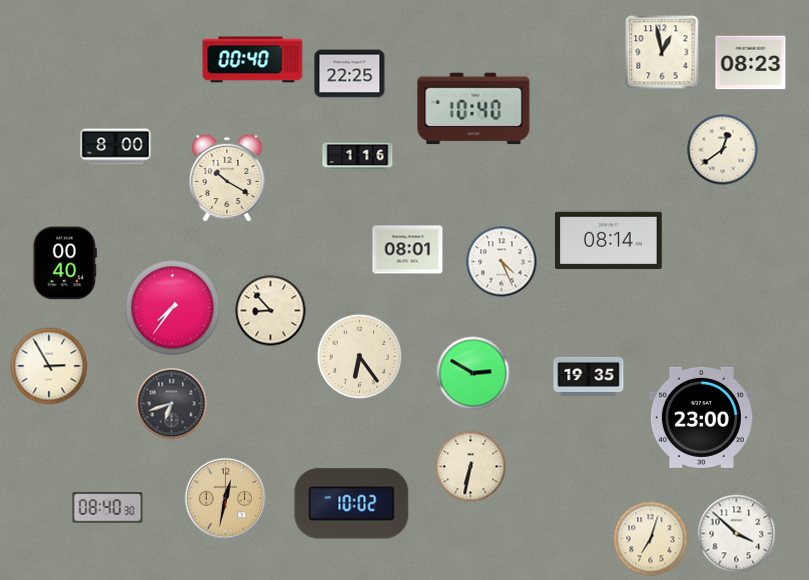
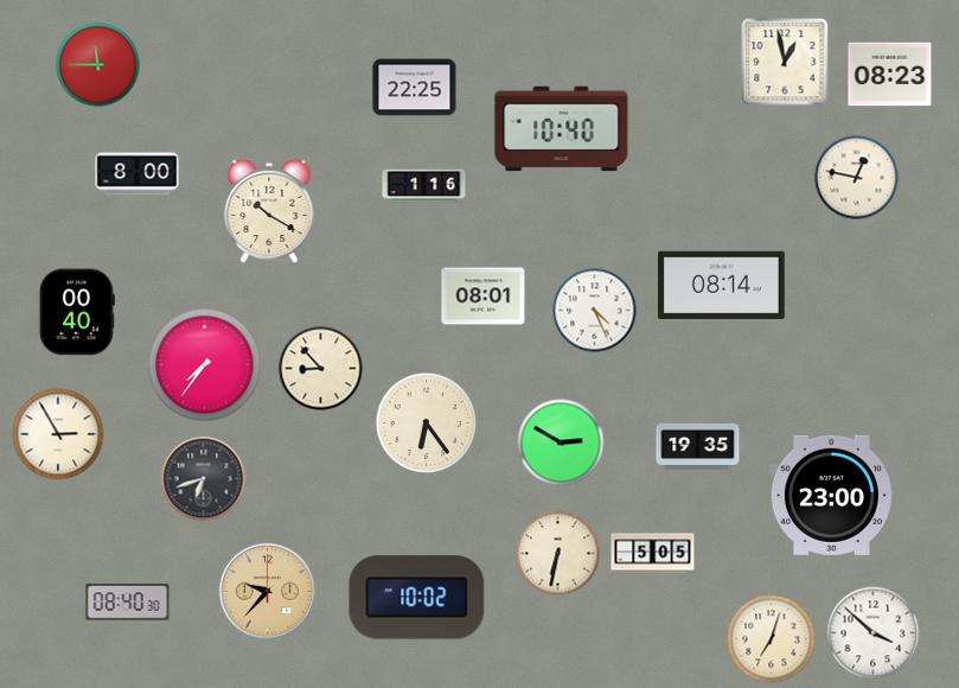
clock at (98, 65): none -> 11:45
clock at (253, 60): 00:40 -> none
clock at (723, 150): 12:39 -> 12:47
clock at (653, 554): none -> 5:05
clock at (226, 499): 12:32 -> 9:37
